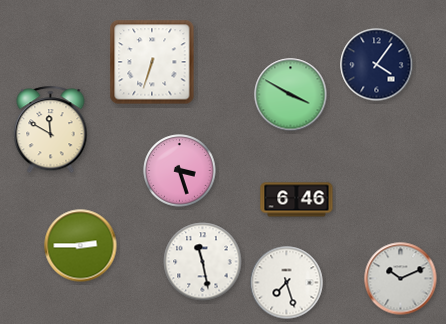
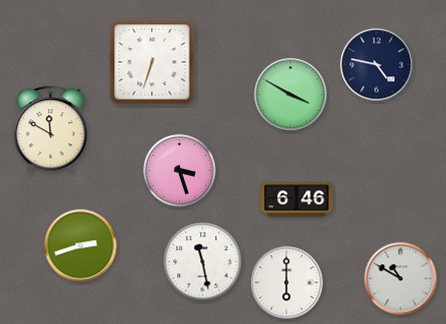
clock at (377, 65): 4:06 -> 4:47
clock at (81, 246): 2:45 -> 2:42
clock at (401, 279): 10:11 -> 10:50
clock at (287, 283): 7:27 -> 6:00
